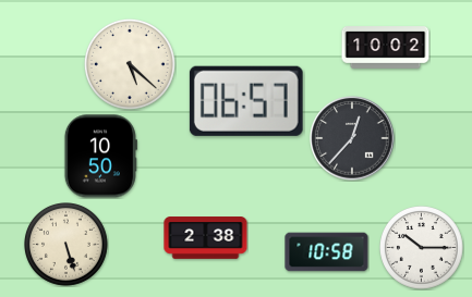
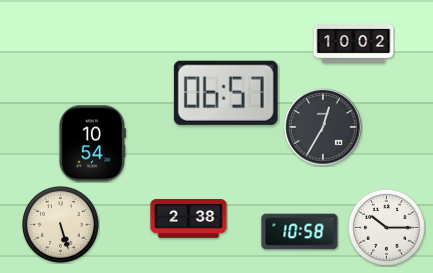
clock at (130, 64): 5:22 -> none
clock at (352, 138): 12:37 -> 12:35
clock at (100, 157): 10:50 -> 10:54
